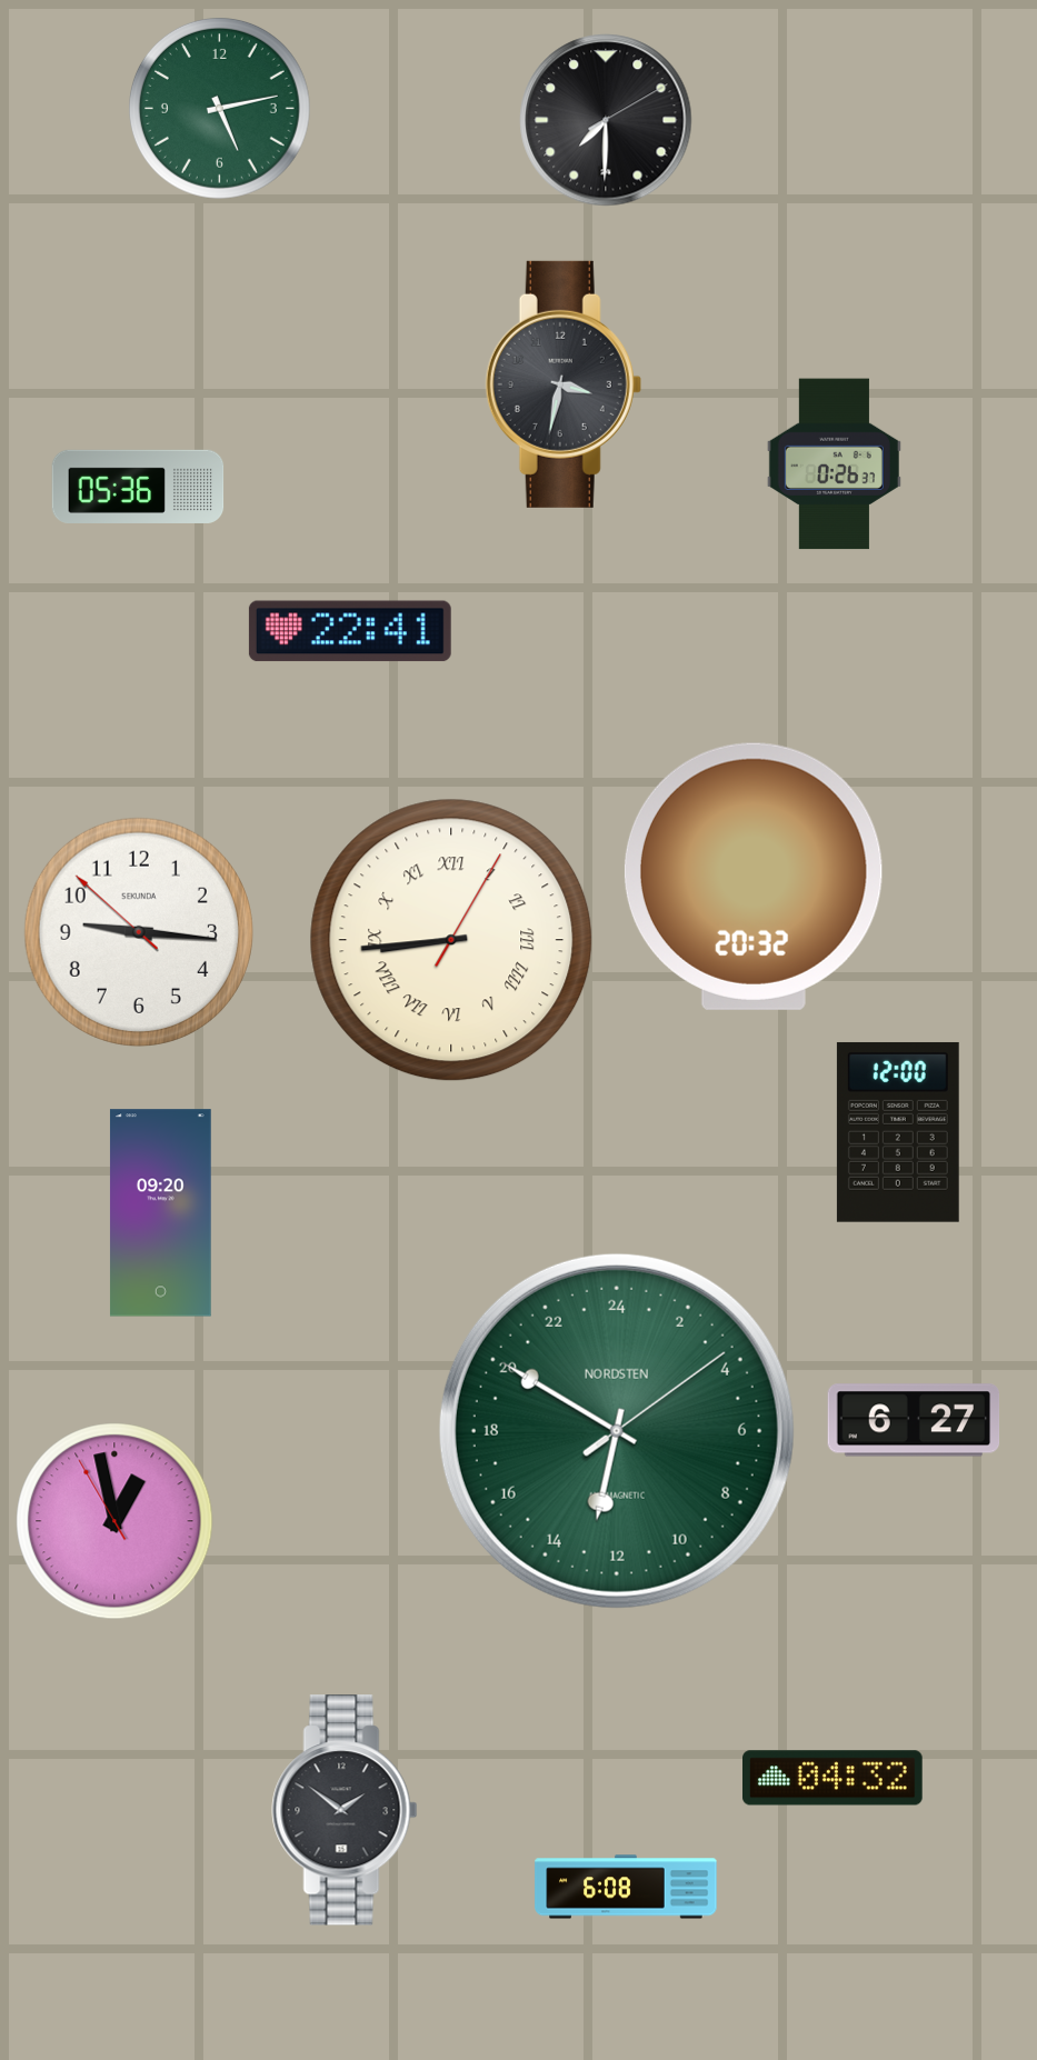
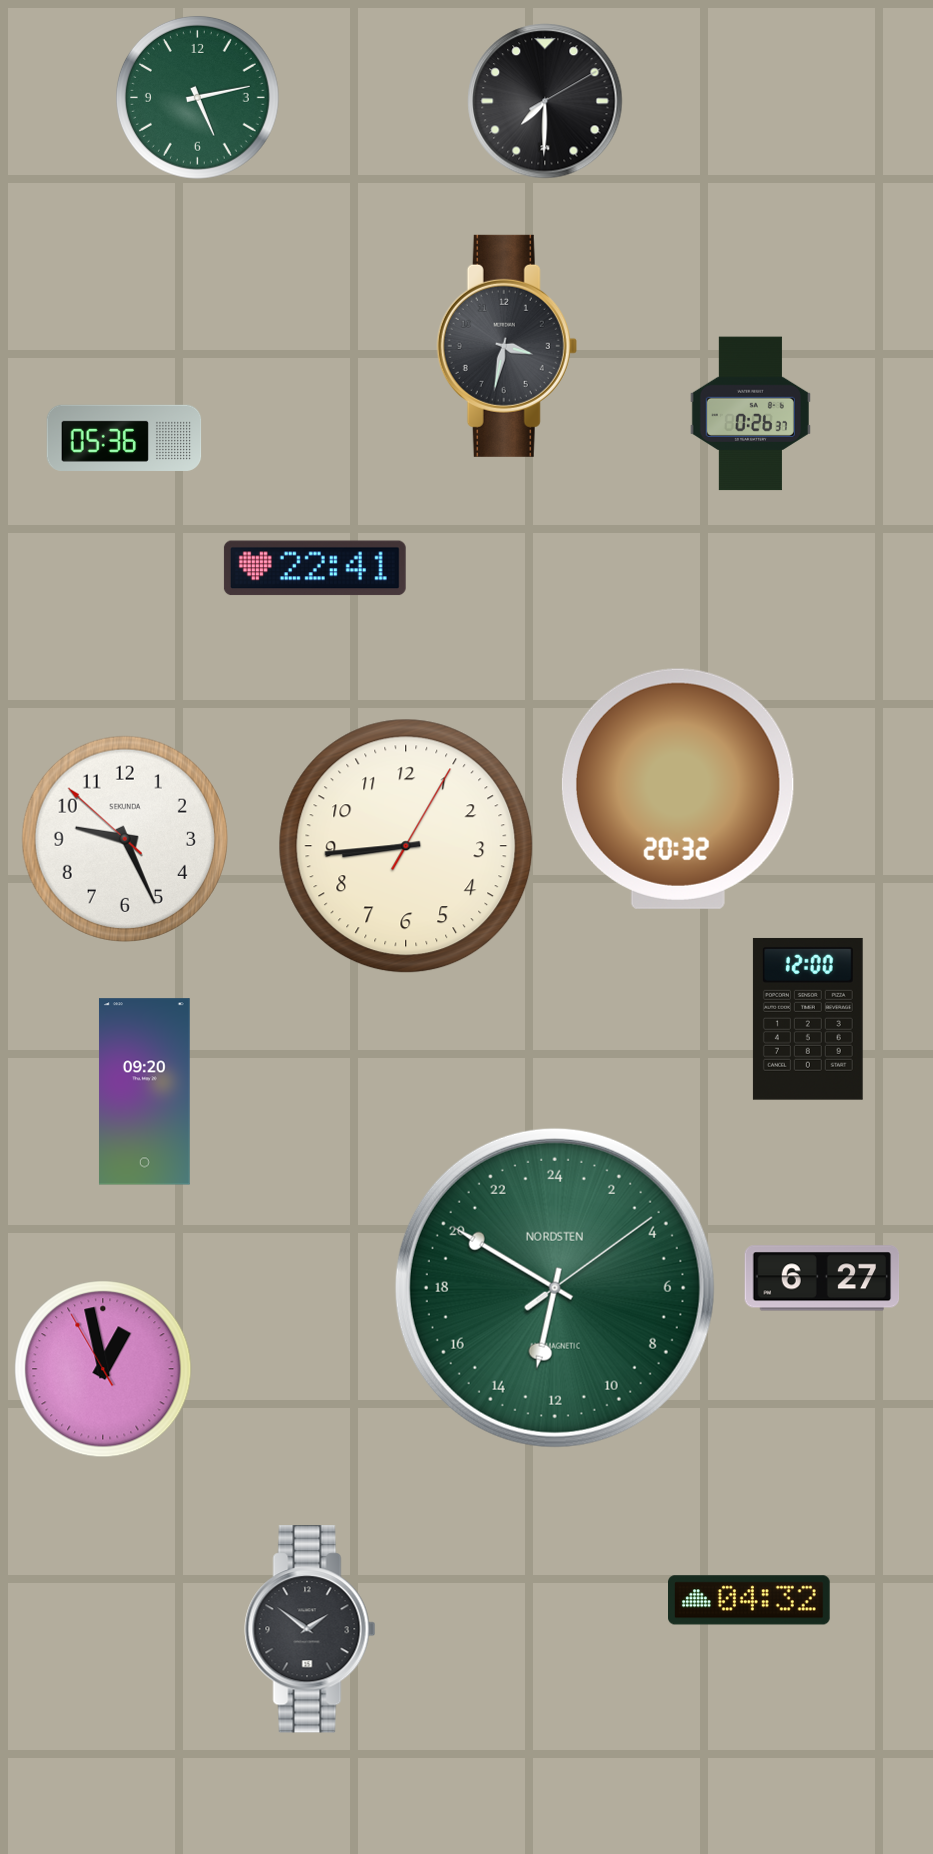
clock at (606, 120) position: (606, 120) -> (545, 101)
clock at (834, 464) position: (834, 464) -> (750, 414)
clock at (139, 932): 9:15 -> 9:25
clock at (451, 940) numerals: Roman -> Arabic
clock at (626, 1887): 6:08 -> none
